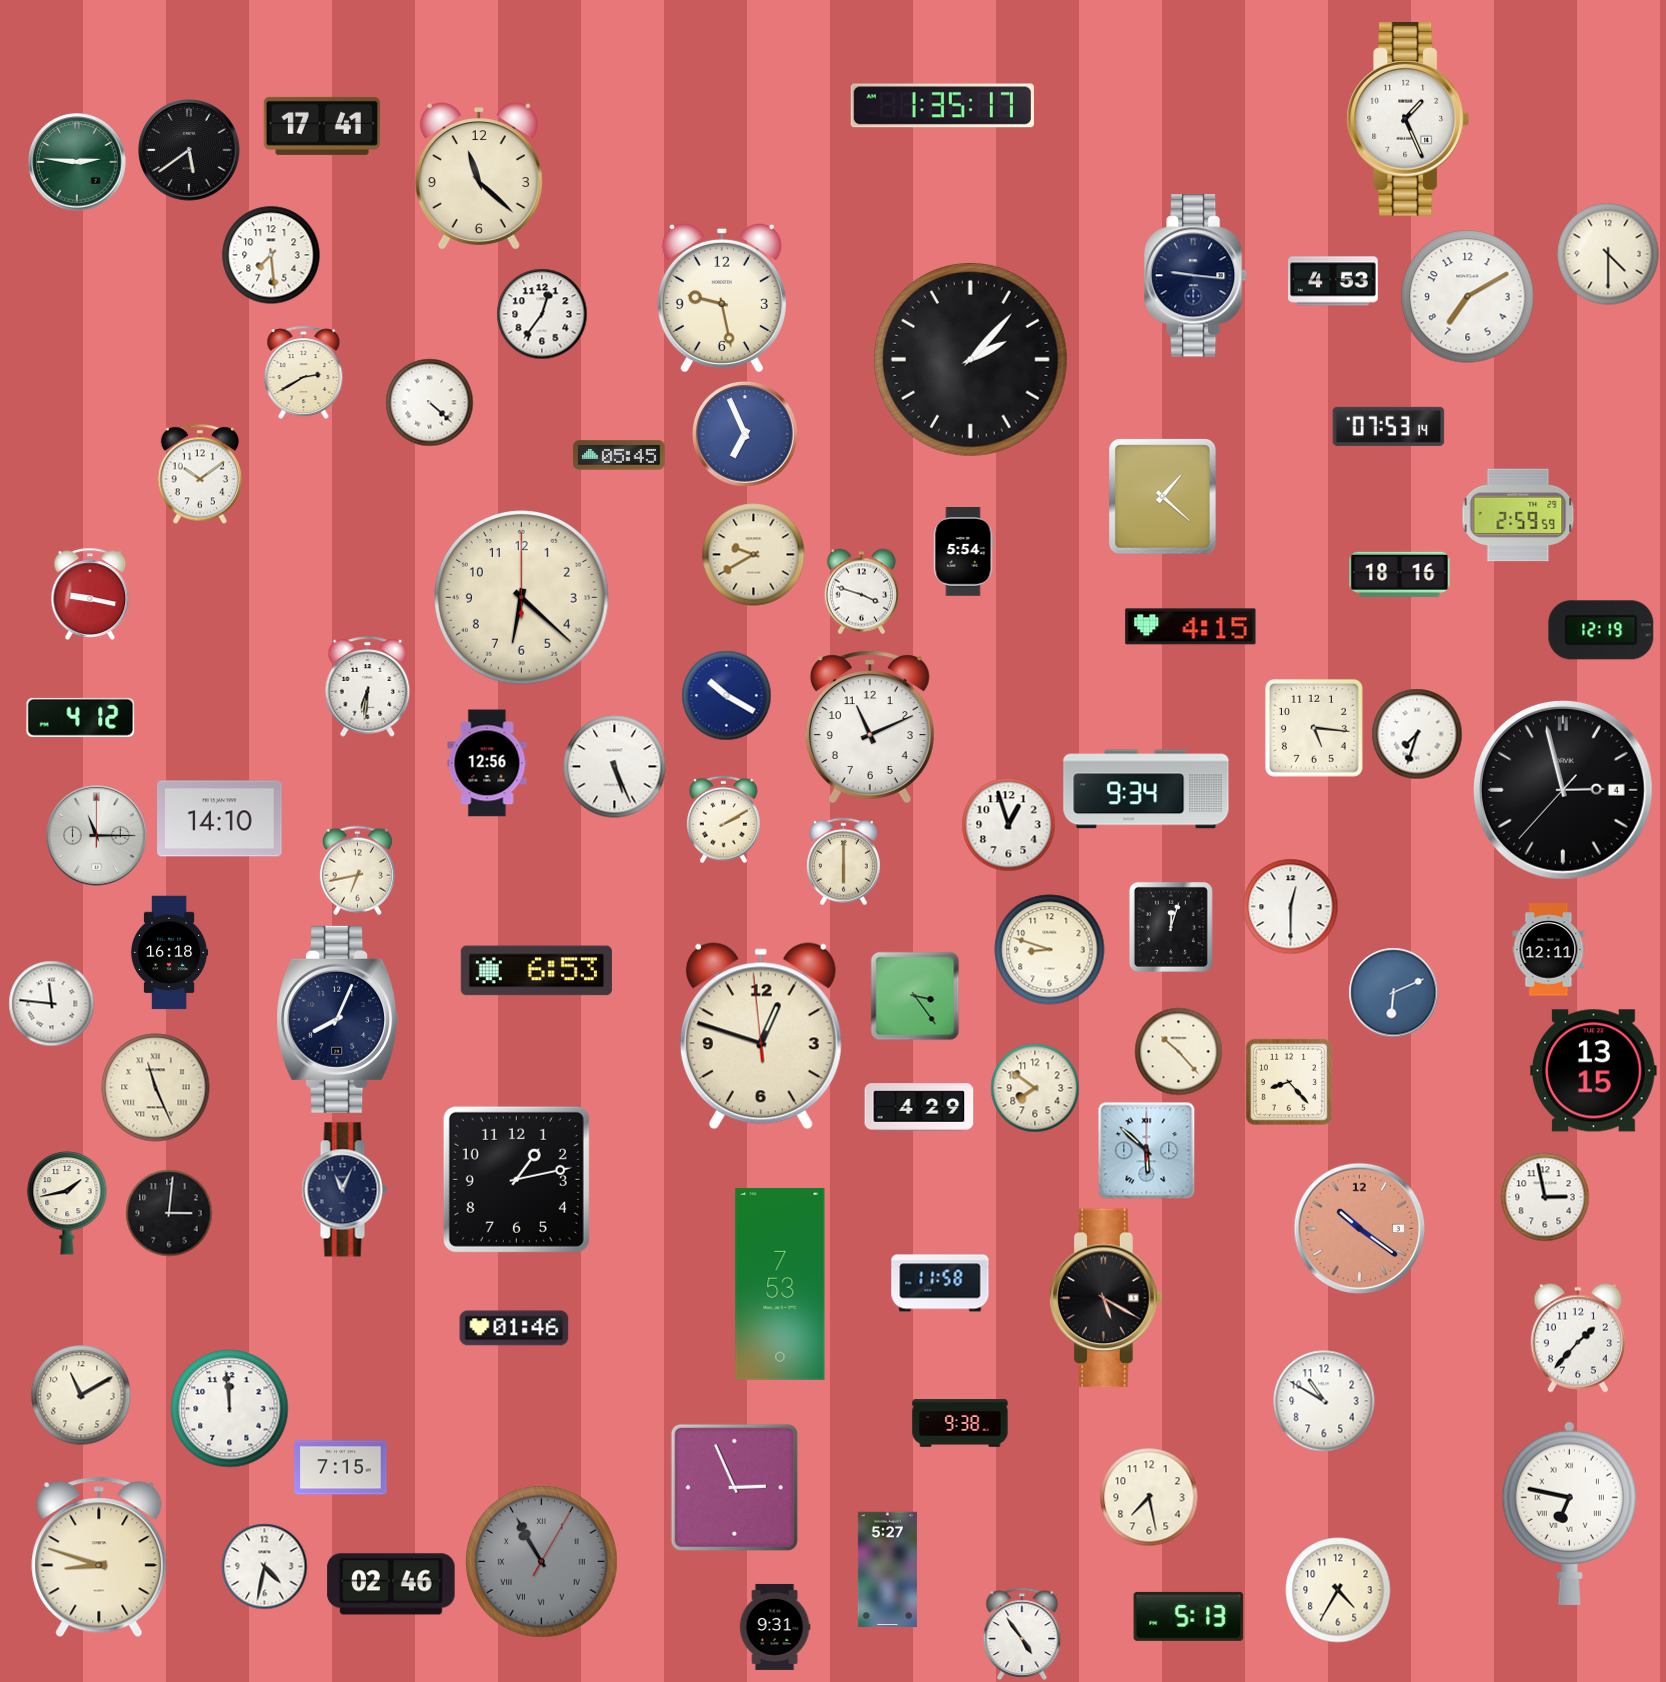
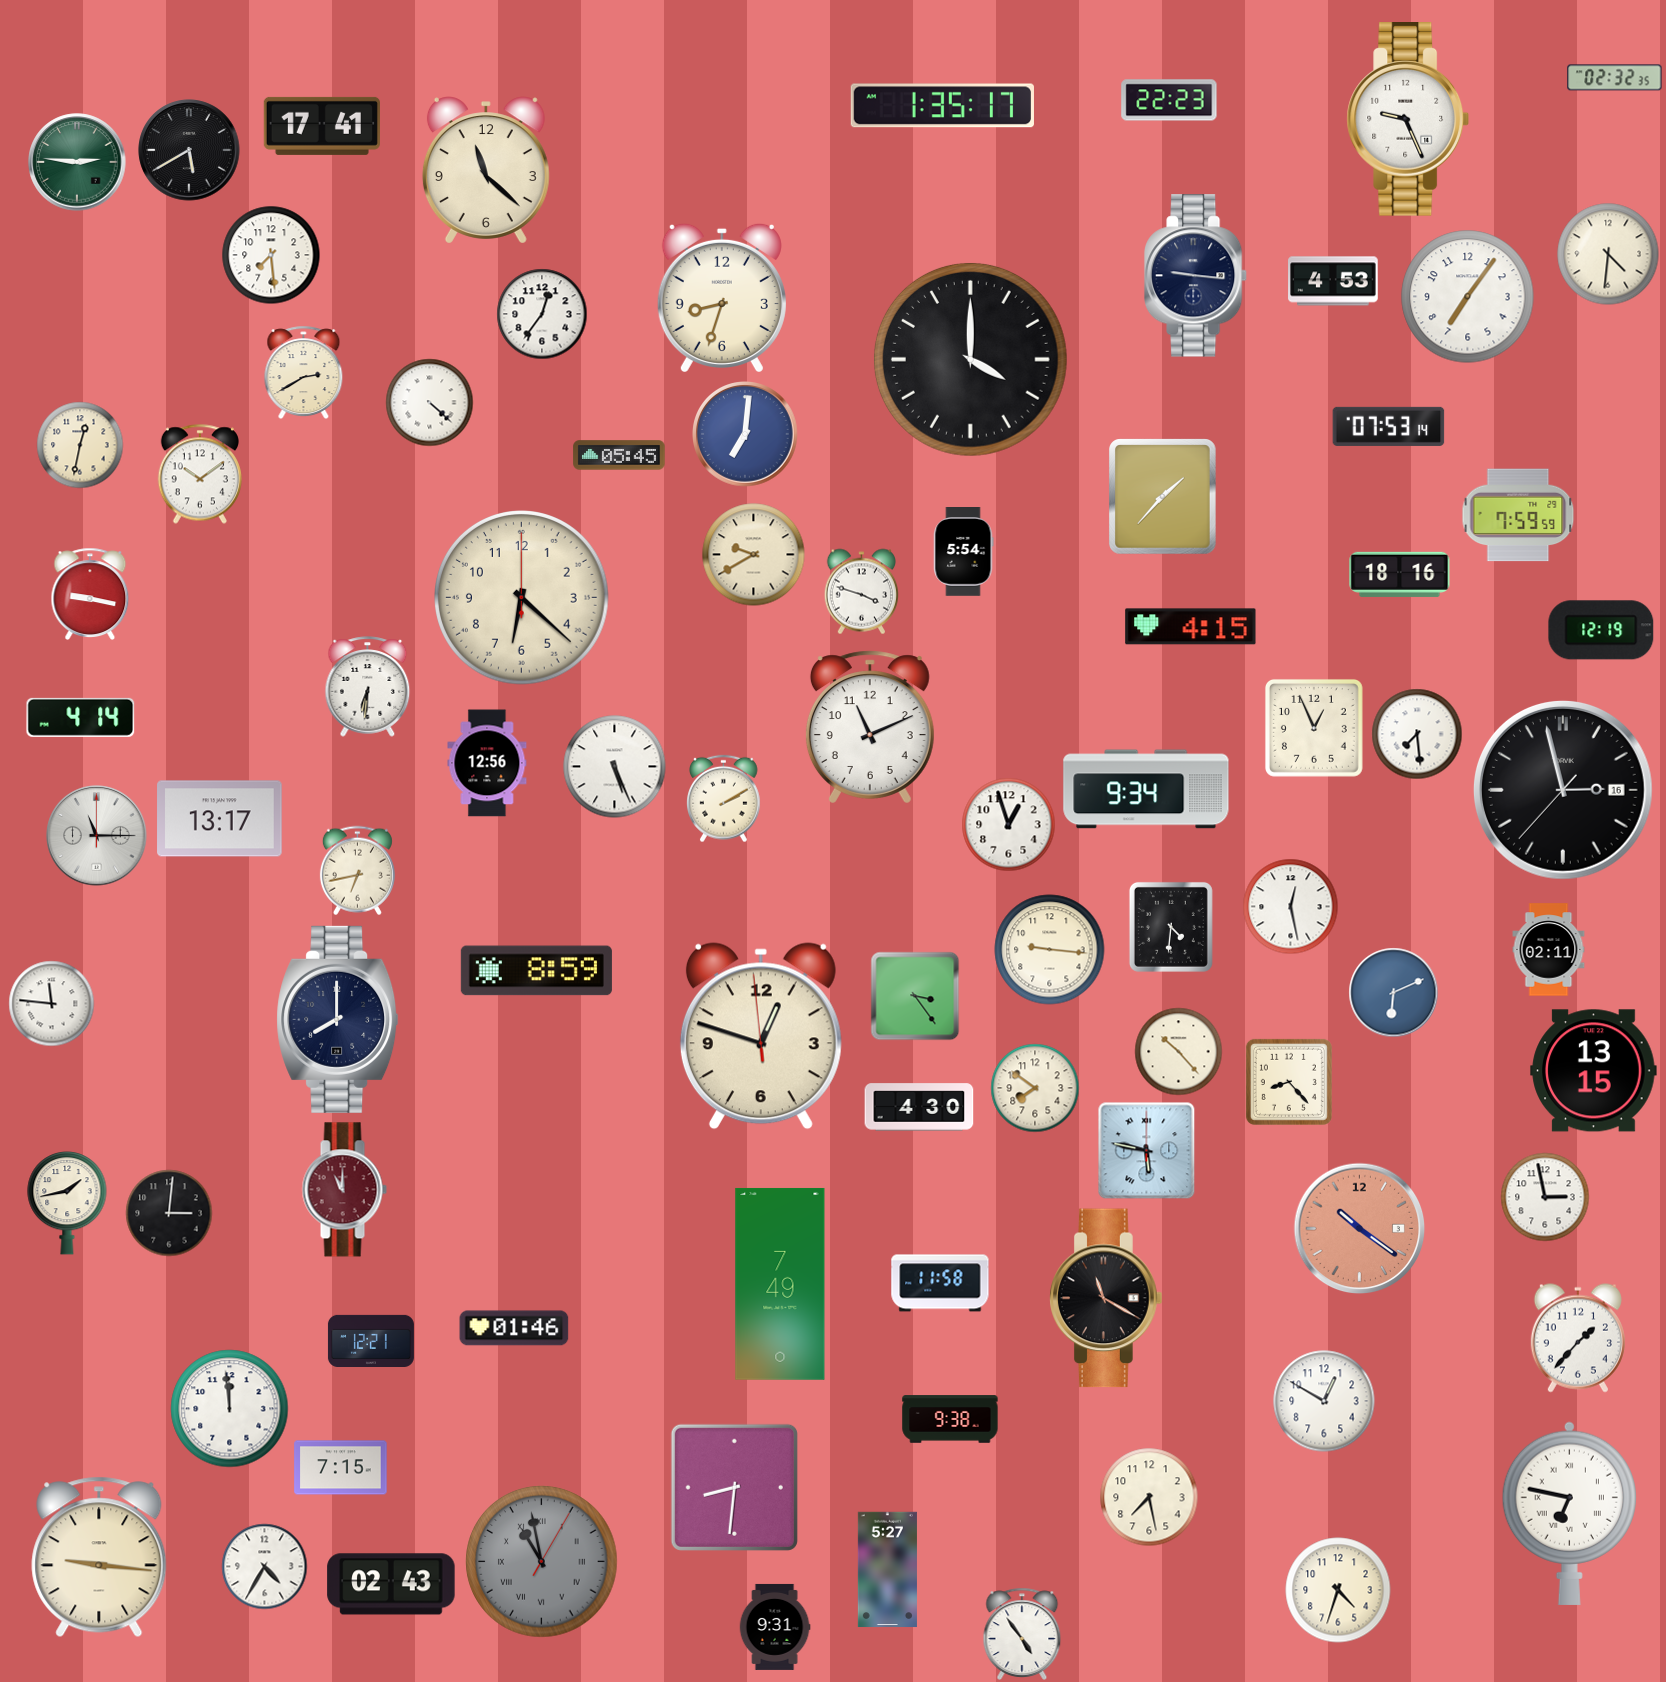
clock at (1615, 78): none -> 02:32
clock at (1169, 100): none -> 22:23
clock at (1408, 120): 1:26 -> 9:26
clock at (189, 150): 5:39 -> 5:40
clock at (479, 176) position: (479, 176) -> (486, 170)
clock at (1608, 254): 4:30 -> 4:31
clock at (722, 297): 9:28 -> 8:33
clock at (1468, 297): 7:10 -> 7:06
clock at (970, 359): 2:07 -> 4:00
clock at (745, 434): 6:56 -> 7:01
clock at (80, 445): none -> 12:32
clock at (1163, 497): 1:22 -> 1:37
clock at (1518, 515): 2:59 -> 7:59
clock at (727, 696): 10:20 -> none
clock at (81, 717): 4:12 -> 4:14
clock at (1314, 728): 5:16 -> 12:56
clock at (1417, 734): 7:33 -> 7:29
clock at (1563, 790) date: 4 -> 16
clock at (220, 819): 14:10 -> 13:17
clock at (724, 820) position: (724, 820) -> (724, 799)
clock at (844, 862): 6:00 -> none
clock at (1291, 907): 12:30 -> 12:28
clock at (1171, 927): 12:03 -> 4:31
clock at (1050, 950): 8:48 -> 9:16
clock at (1549, 950): 12:11 -> 02:11
clock at (169, 953): 16:18 -> none
clock at (536, 971): 6:53 -> 8:59
clock at (338, 1019): 8:04 -> 8:00
clock at (156, 1088): 11:26 -> none
clock at (919, 1107): 4:29 -> 4:30
clock at (1147, 1151): 5:52 -> 5:47
clock at (516, 1179): 1:13 -> none
clock at (344, 1190): 11:04 -> 11:00
clock at (344, 1190) dial: navy -> burgundy
clock at (780, 1284): 7:53 -> 7:49
clock at (1106, 1298): 5:20 -> 11:20
clock at (371, 1340): none -> 12:21
clock at (81, 1395): 11:10 -> none
clock at (1324, 1401): 10:50 -> 12:50
clock at (960, 1423) position: (960, 1423) -> (950, 1419)
clock at (734, 1487): 2:56 -> 8:31
clock at (99, 1557): 8:48 -> 9:16
clock at (542, 1562): 10:55 -> 10:58
clock at (265, 1567): 4:32 -> 4:35
clock at (391, 1584): 02:46 -> 02:43
clock at (1338, 1590): 4:35 -> 4:33
clock at (1189, 1616): 5:13 -> none
